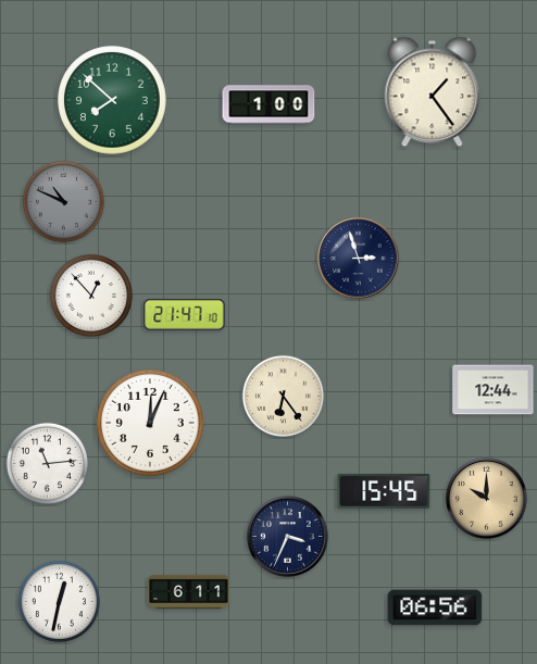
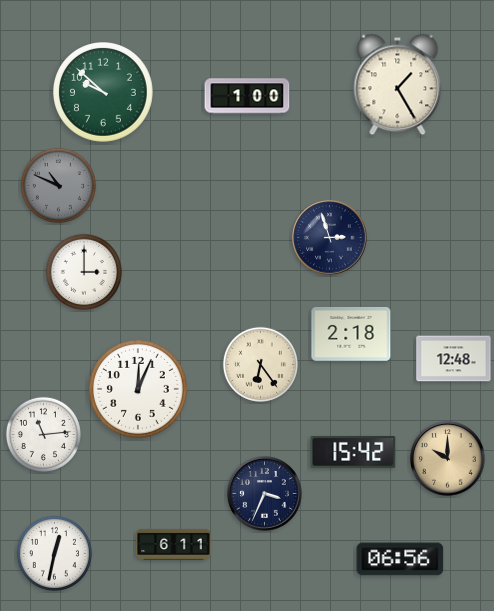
clock at (433, 92): 1:24 -> 1:25
clock at (113, 101): 7:52 -> 9:52
clock at (91, 296): 12:53 -> 3:00
clock at (185, 315): 21:47 -> none
clock at (351, 335): none -> 2:18
clock at (494, 390): 12:44 -> 12:48
clock at (47, 463) position: (47, 463) -> (43, 434)
clock at (384, 491): 15:45 -> 15:42
